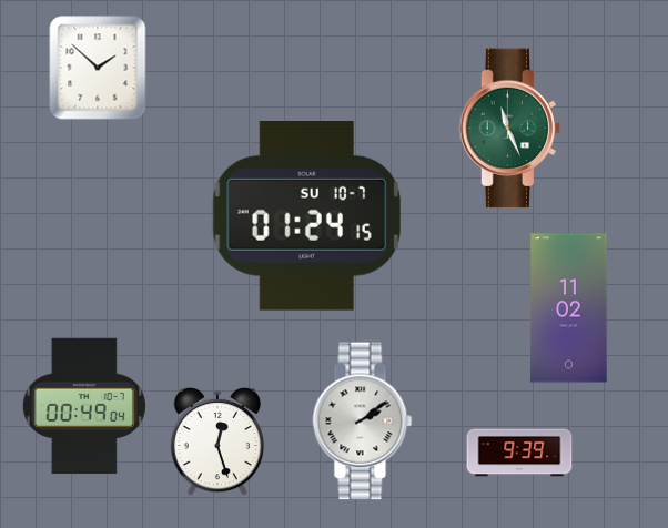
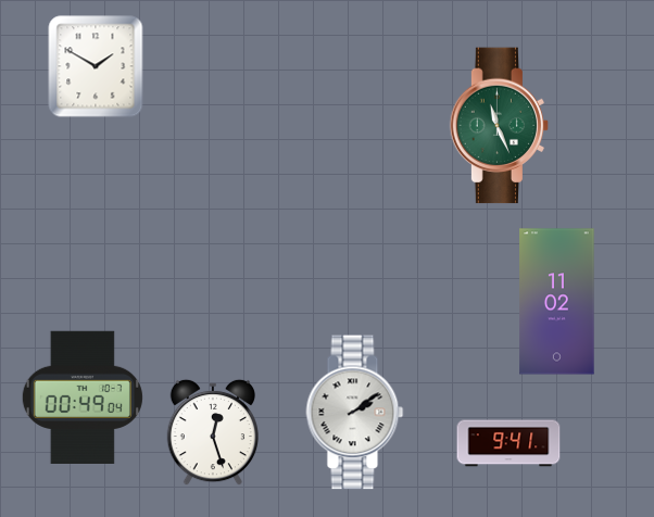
clock at (98, 68): 1:52 -> 1:50
clock at (306, 216): 01:24 -> none
clock at (519, 453): 9:39 -> 9:41
